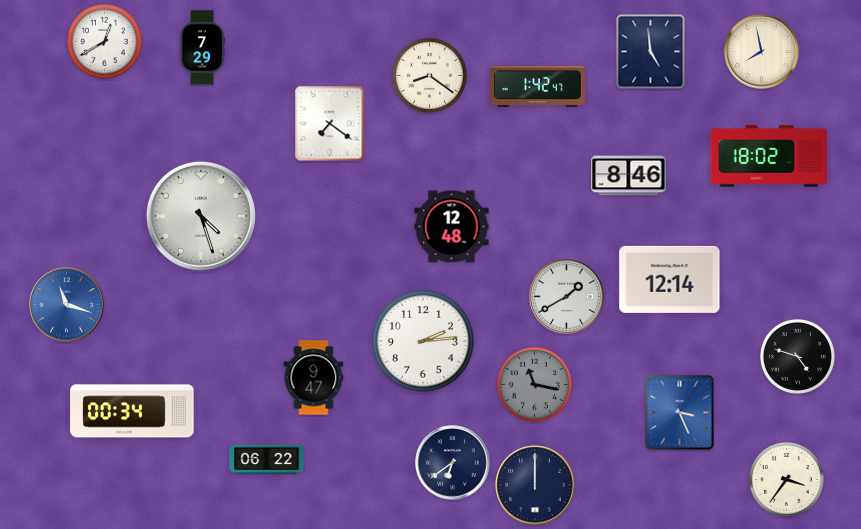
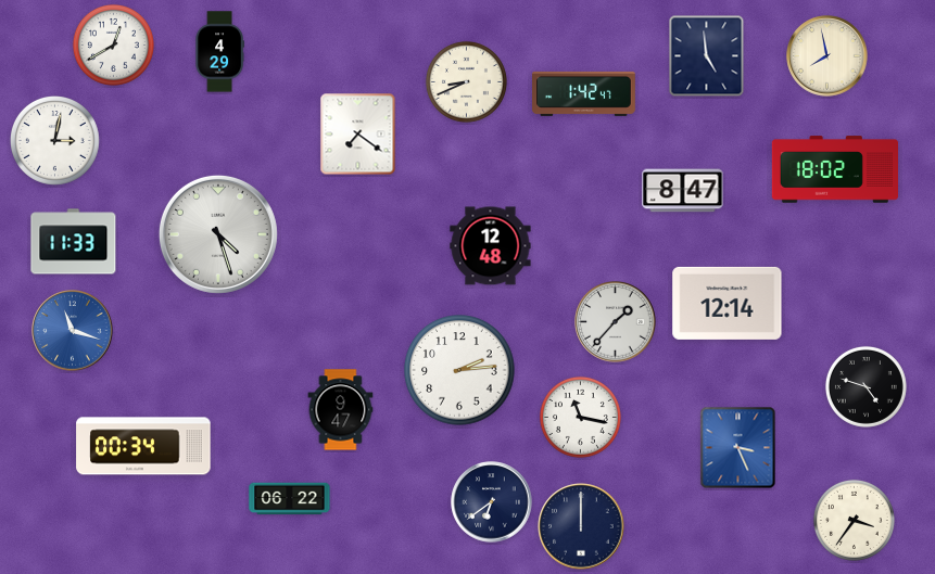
clock at (202, 48): 7:29 -> 4:29
clock at (429, 75): 8:21 -> 8:41
clock at (54, 140): none -> 3:02
clock at (629, 176): 8:46 -> 8:47
clock at (74, 242): none -> 11:33
clock at (567, 297): 1:40 -> 1:37
clock at (534, 384) dial: grey -> white
